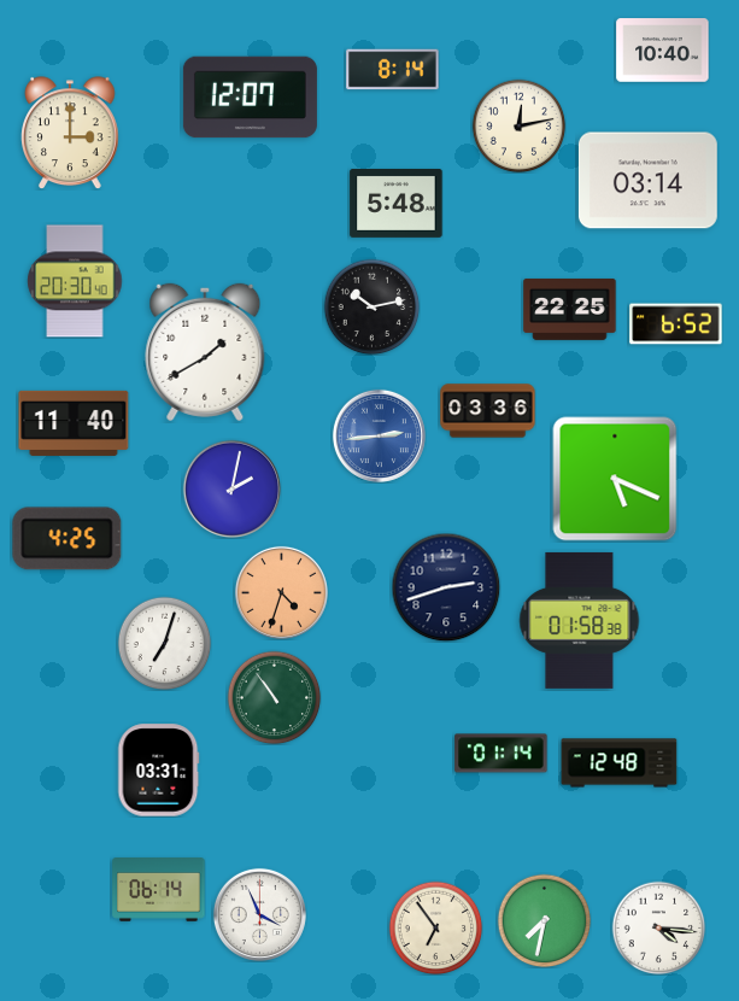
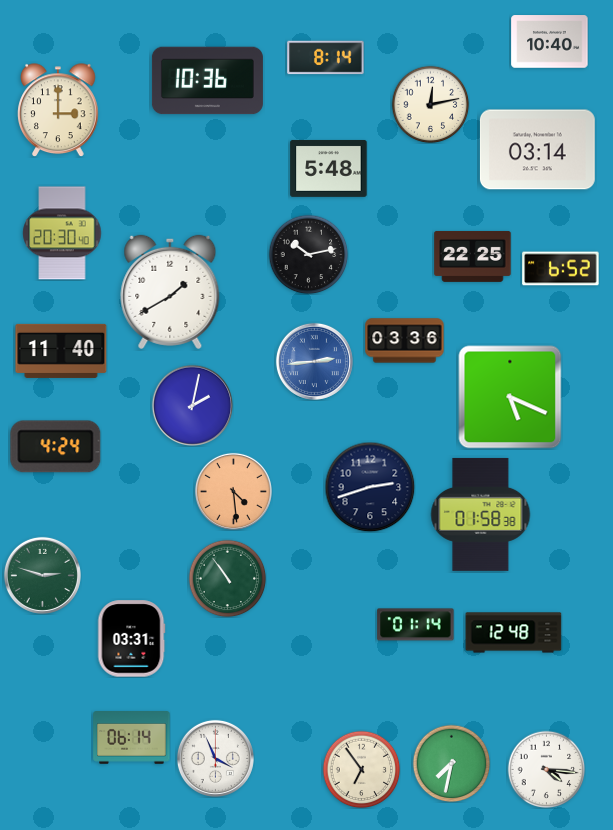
clock at (250, 98): 12:07 -> 10:36
clock at (68, 539): 4:25 -> 4:24
clock at (281, 592): 4:33 -> 4:29
clock at (164, 643): 7:03 -> none
clock at (42, 575): none -> 2:48
